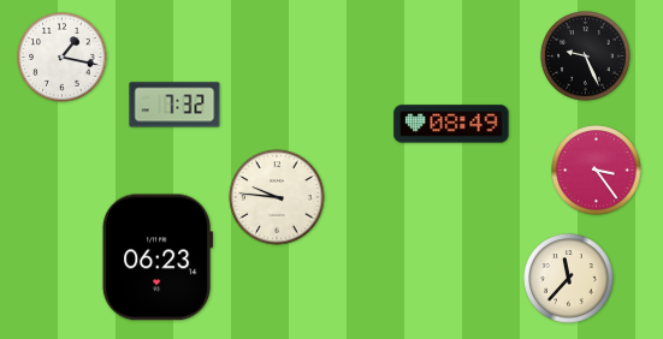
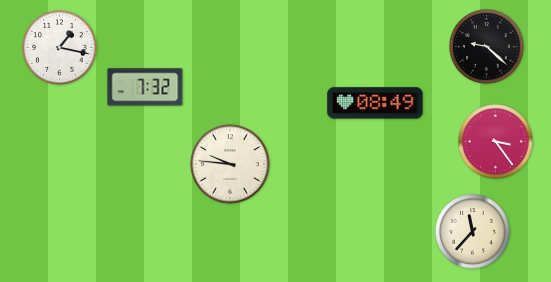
clock at (586, 56): 9:26 -> 9:22
clock at (63, 58) position: (63, 58) -> (60, 48)
clock at (158, 257): 06:23 -> none
